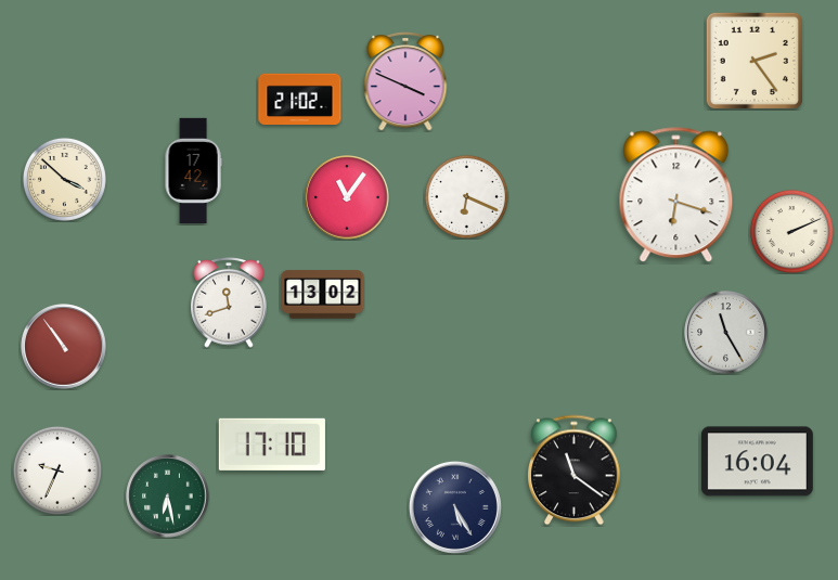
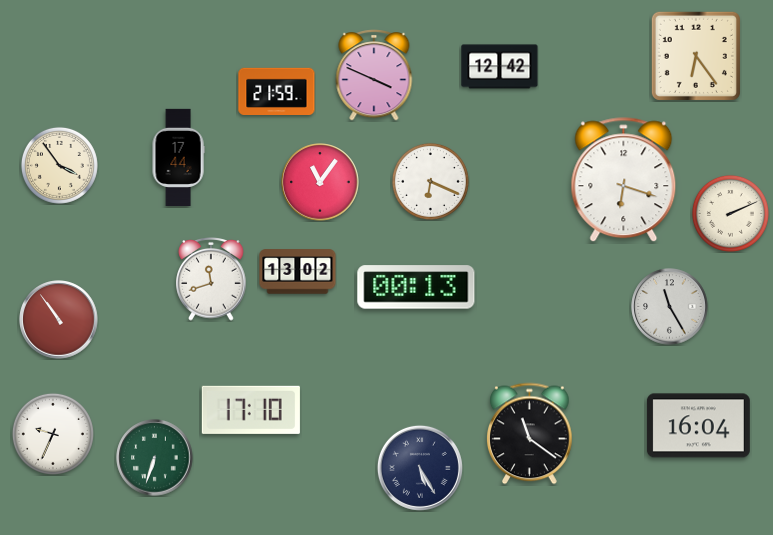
clock at (755, 61): 2:24 -> 6:24
clock at (500, 67): none -> 12:42
clock at (300, 99): 21:02 -> 21:59
clock at (193, 171): 17:42 -> 17:44
clock at (64, 179): 3:52 -> 3:54
clock at (416, 287): none -> 00:13
clock at (168, 497): 6:28 -> 6:33
